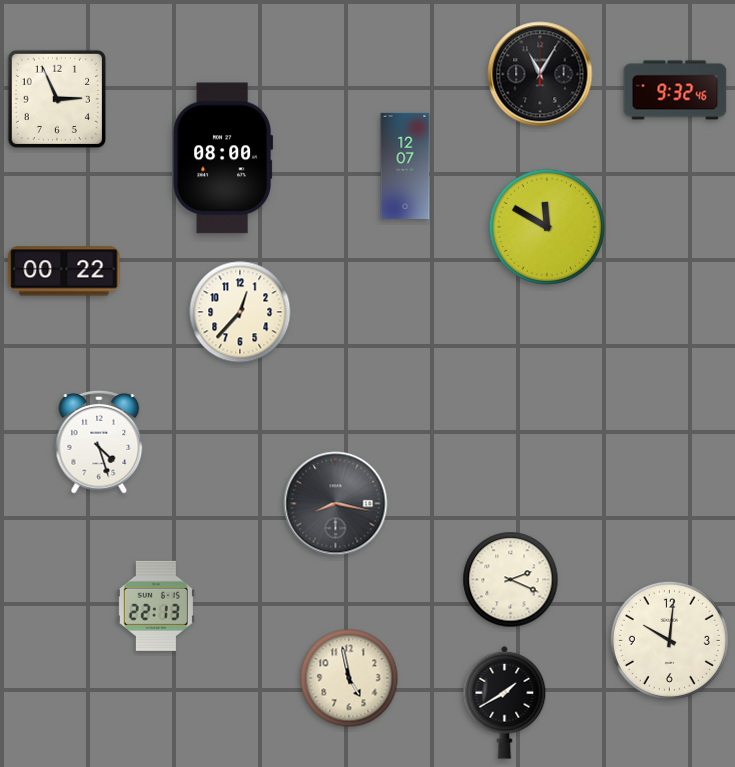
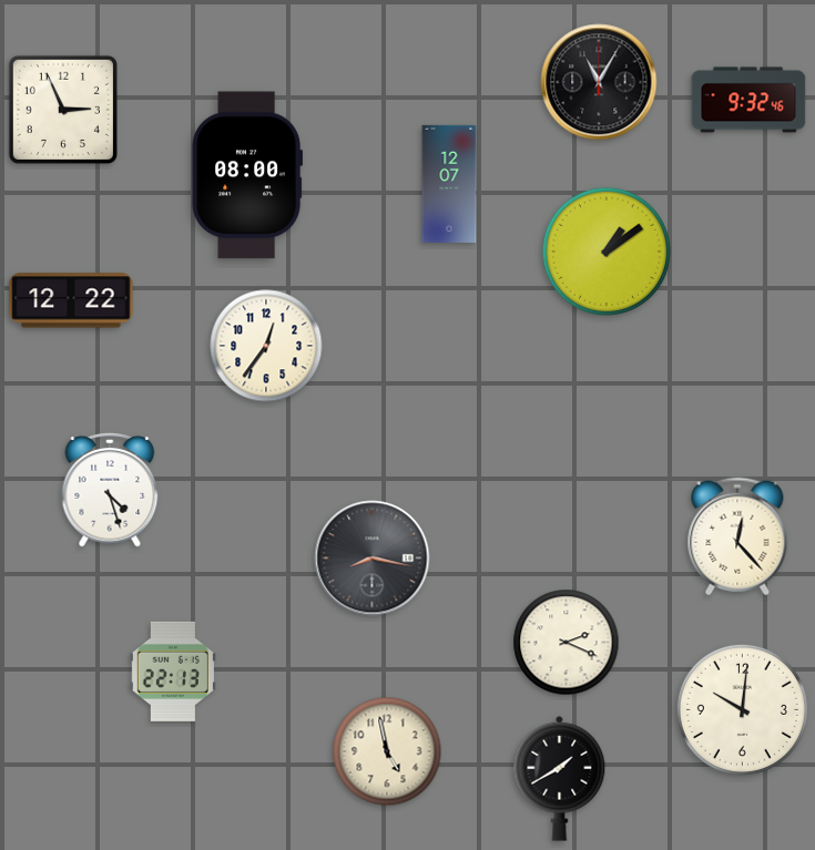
clock at (547, 227): 11:50 -> 1:09
clock at (64, 271): 00:22 -> 12:22
clock at (240, 312): 12:37 -> 12:36
clock at (737, 536): none -> 12:23
